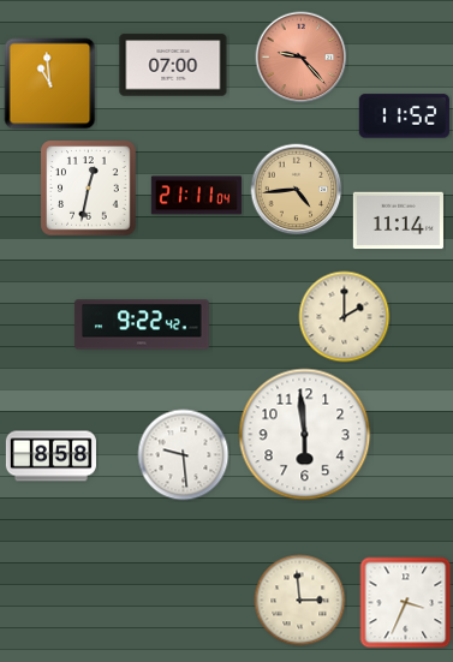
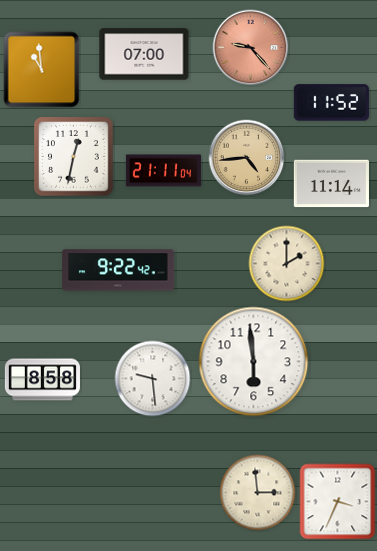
clock at (404, 117) position: (404, 117) -> (331, 103)
clock at (196, 196) position: (196, 196) -> (163, 171)
clock at (300, 601) position: (300, 601) -> (258, 493)
